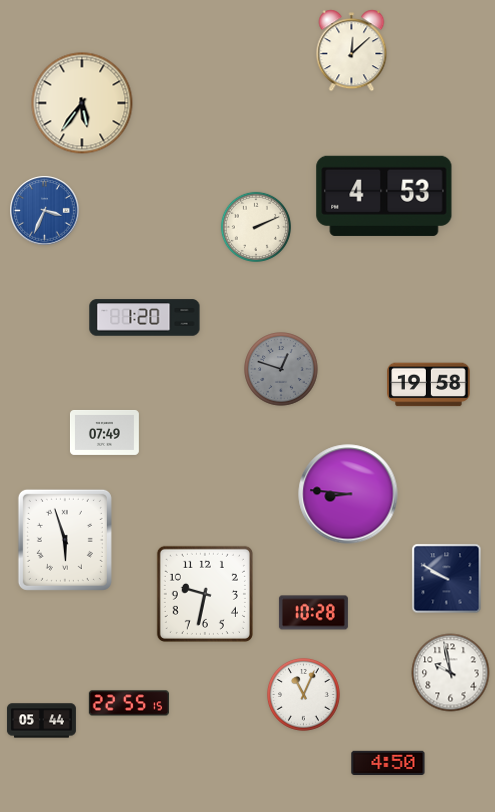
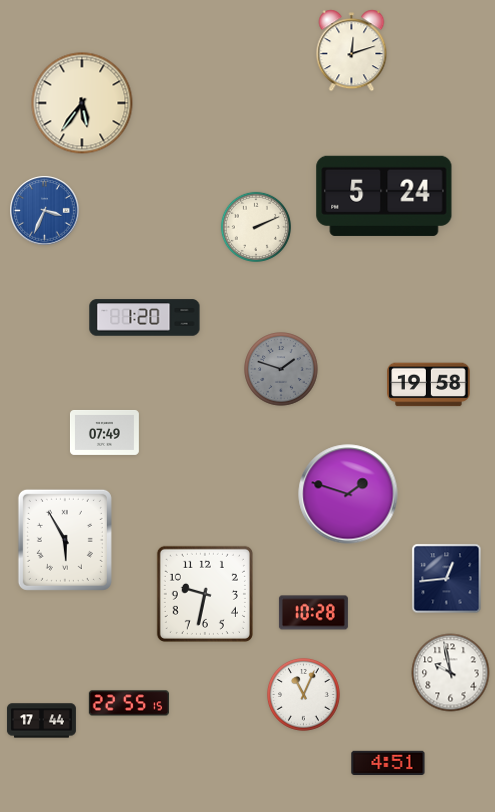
clock at (352, 51): 12:08 -> 12:12
clock at (384, 196): 4:53 -> 5:24
clock at (281, 369): 12:48 -> 1:48
clock at (348, 494): 8:46 -> 1:48
clock at (65, 540): 5:57 -> 5:55
clock at (447, 579): 9:50 -> 12:44
clock at (41, 721): 05:44 -> 17:44
clock at (388, 762): 4:50 -> 4:51
